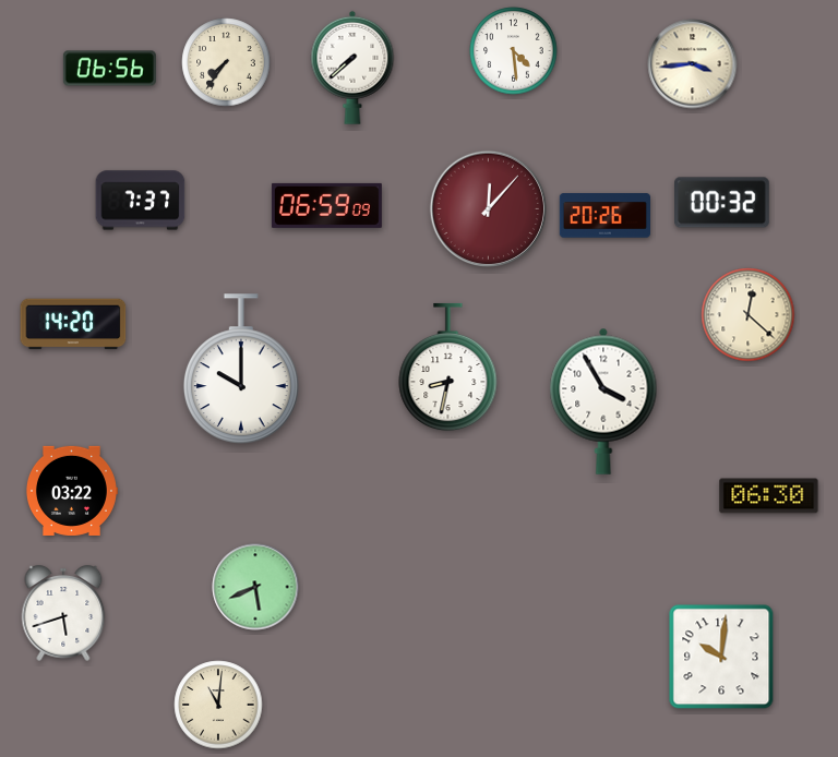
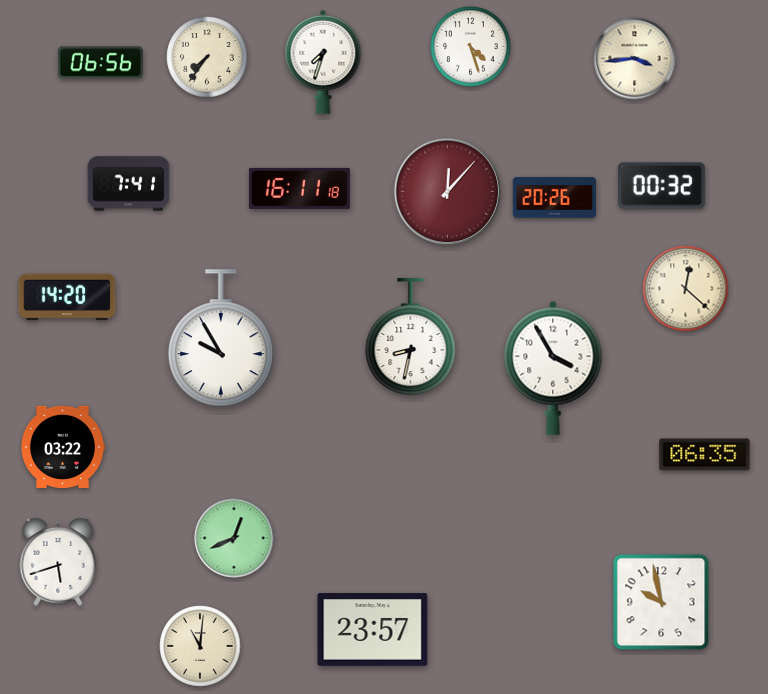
clock at (514, 51): 4:29 -> 4:27
clock at (352, 68): 7:38 -> 7:33
clock at (141, 201): 7:37 -> 7:41
clock at (326, 205): 06:59 -> 16:11
clock at (241, 370): 10:00 -> 9:55
clock at (71, 491) position: (71, 491) -> (62, 447)
clock at (769, 496): 06:30 -> 06:35
clock at (255, 587): 5:41 -> 12:41
clock at (721, 657): 10:01 -> 9:58
clock at (373, 630): none -> 23:57
